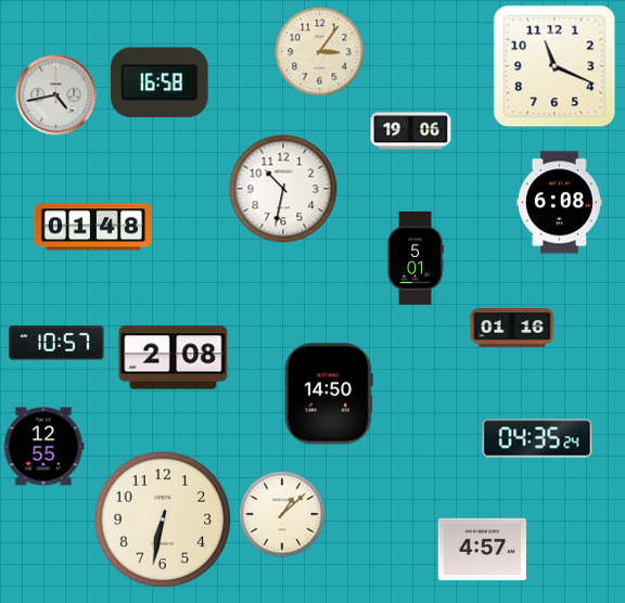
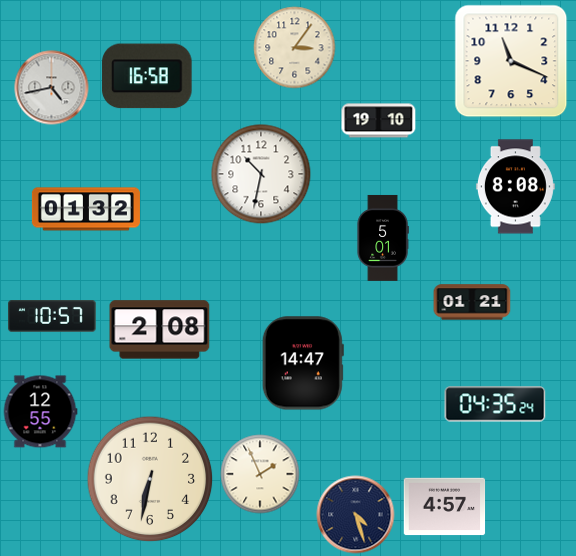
clock at (411, 131): 19:06 -> 19:10
clock at (559, 203): 6:08 -> 8:08
clock at (93, 227): 01:48 -> 01:32
clock at (512, 328): 01:16 -> 01:21
clock at (329, 394): 14:50 -> 14:47
clock at (282, 514): 1:08 -> 1:56
clock at (356, 515): none -> 4:27
